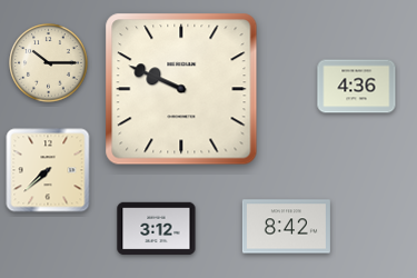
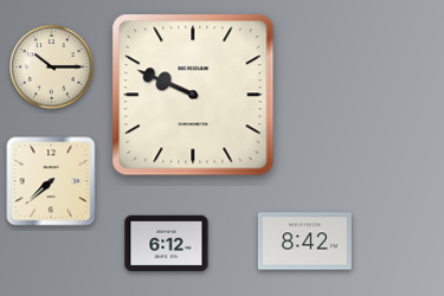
clock at (357, 87): 4:36 -> none
clock at (157, 229): 3:12 -> 6:12
